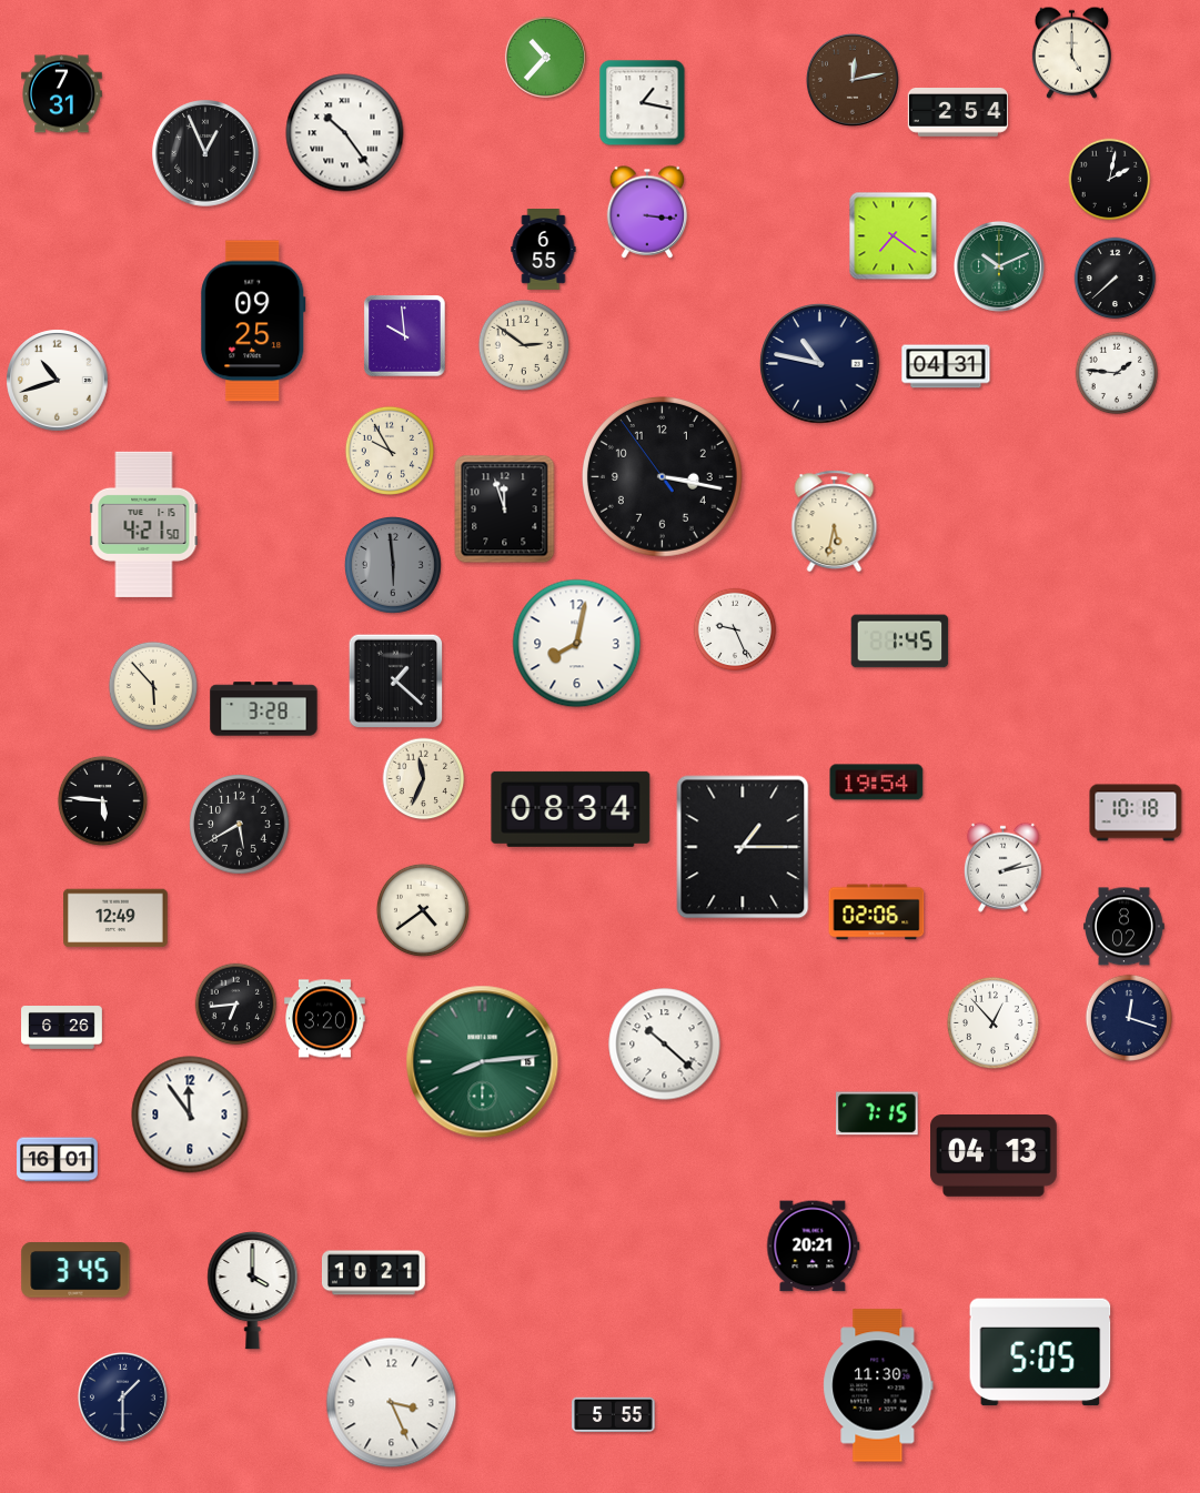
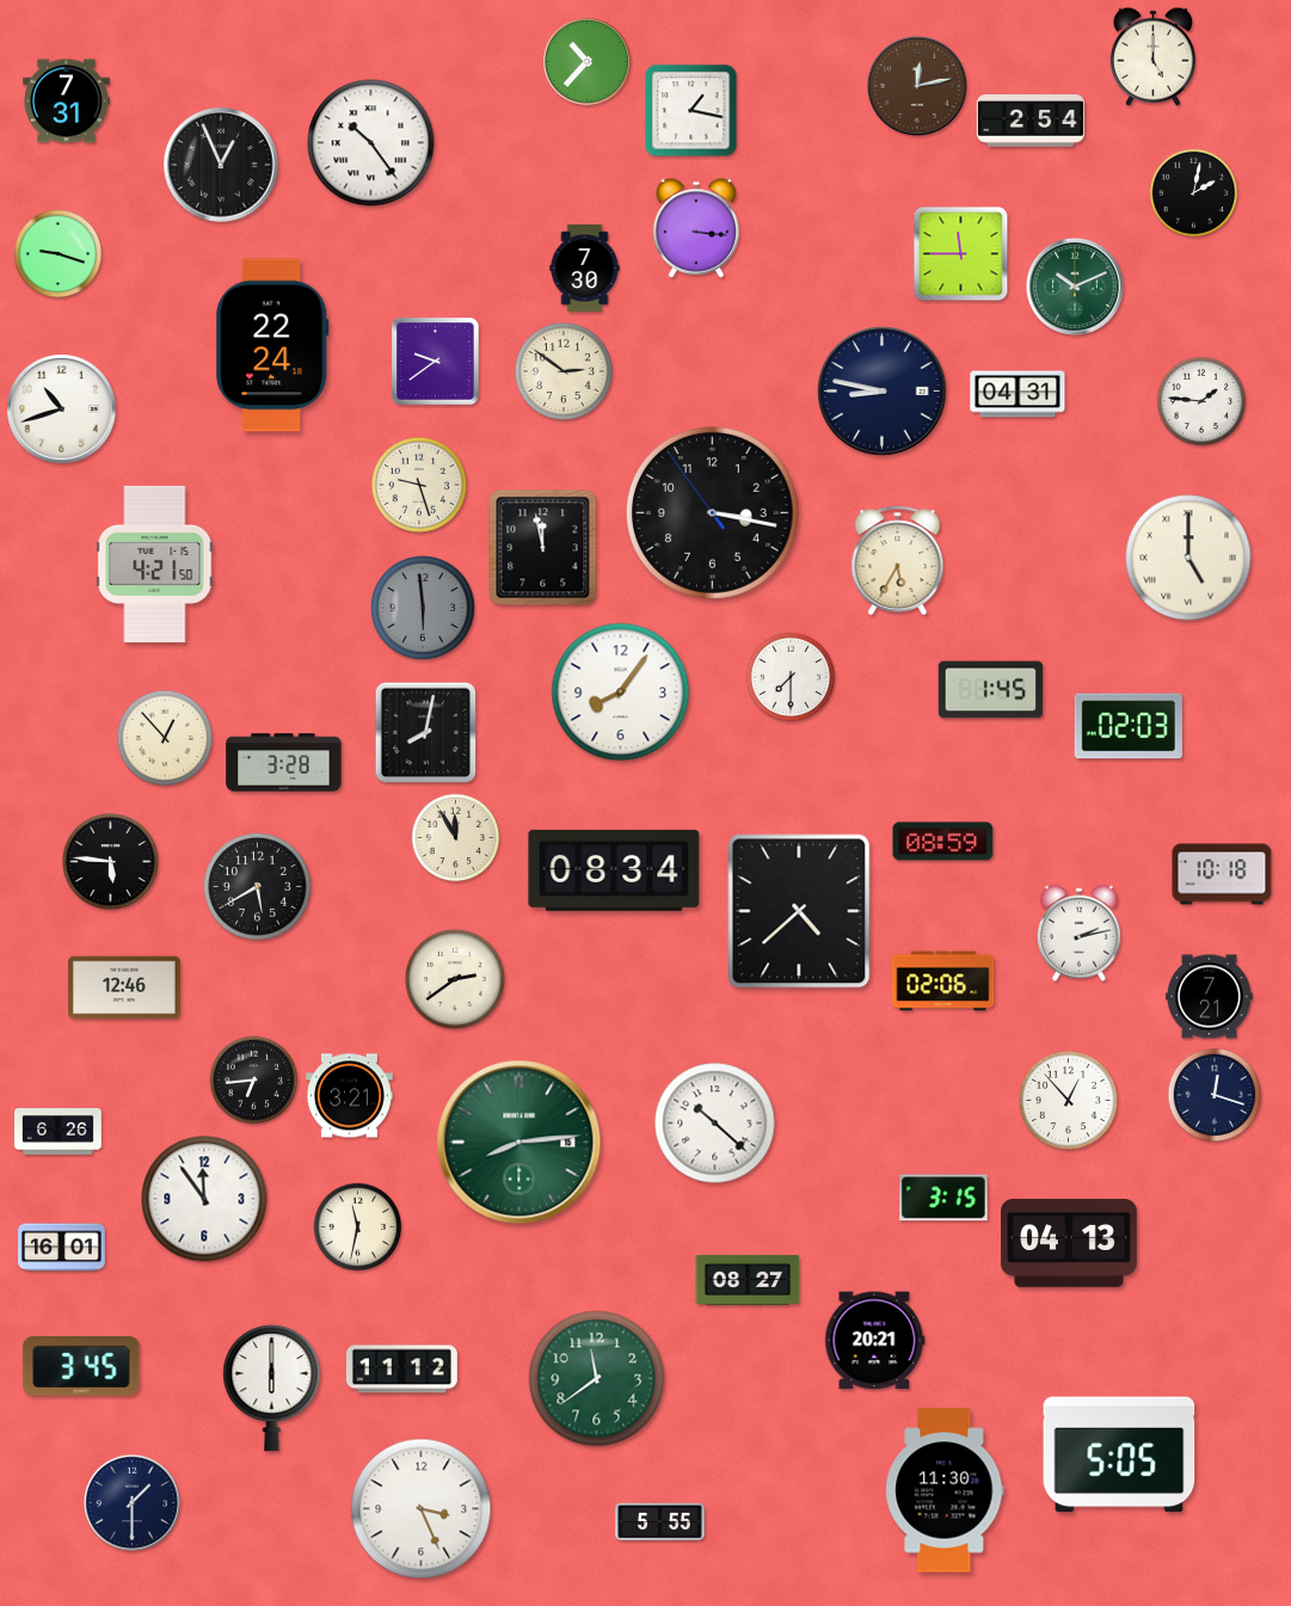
clock at (59, 254): none -> 9:18
clock at (894, 236): 7:21 -> 11:45
clock at (544, 250): 6:55 -> 7:30
clock at (1116, 279): 7:38 -> none
clock at (253, 321): 09:25 -> 22:24
clock at (405, 336): 9:59 -> 9:39
clock at (820, 364): 10:47 -> 8:47
clock at (390, 451): 9:55 -> 9:27
clock at (505, 510): 11:57 -> 11:58
clock at (1188, 558): none -> 5:00
clock at (835, 522): 5:32 -> 5:35
clock at (735, 629): 9:26 -> 7:30
clock at (900, 642) position: (900, 642) -> (991, 690)
clock at (577, 644): 8:02 -> 8:06
clock at (1129, 726): none -> 02:03
clock at (396, 682): 1:22 -> 8:02
clock at (153, 686): 5:53 -> 12:53
clock at (424, 779): 11:34 -> 11:55
clock at (877, 783): 19:54 -> 08:59
clock at (743, 847): 1:15 -> 4:38
clock at (423, 910): 4:39 -> 2:39
clock at (115, 918): 12:49 -> 12:46
clock at (1125, 927): 8:02 -> 7:21
clock at (325, 1019): 3:20 -> 3:21
clock at (62, 1028) position: (62, 1028) -> (59, 1132)
clock at (878, 1113): 7:15 -> 3:15
clock at (358, 1227): none -> 11:32
clock at (748, 1280): none -> 08:27
clock at (373, 1273): 10:21 -> 11:12
clock at (597, 1379): none -> 11:39
clock at (253, 1291): 4:00 -> 6:00
